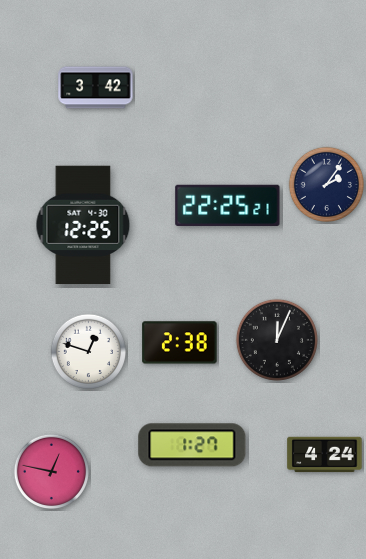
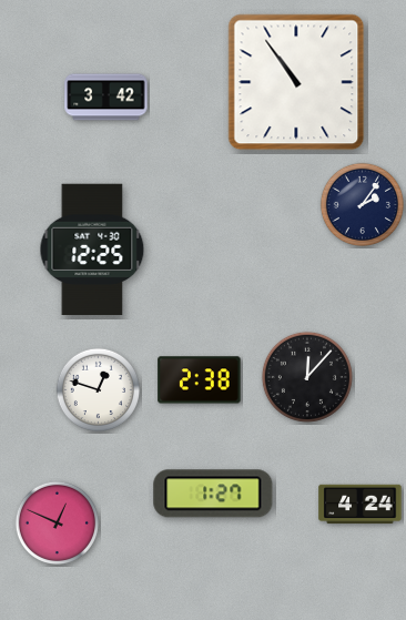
clock at (296, 82): none -> 10:54
clock at (228, 205): 22:25 -> none
clock at (277, 340): 12:04 -> 12:07
clock at (51, 471): 12:47 -> 12:49
